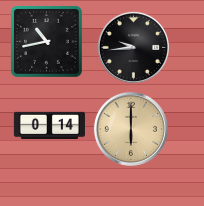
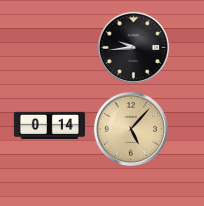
clock at (47, 42): 10:43 -> none
clock at (131, 129): 6:00 -> 5:07
